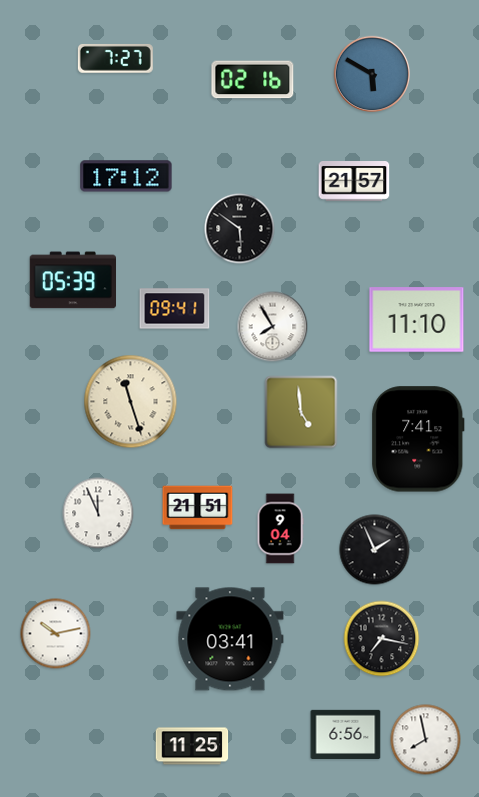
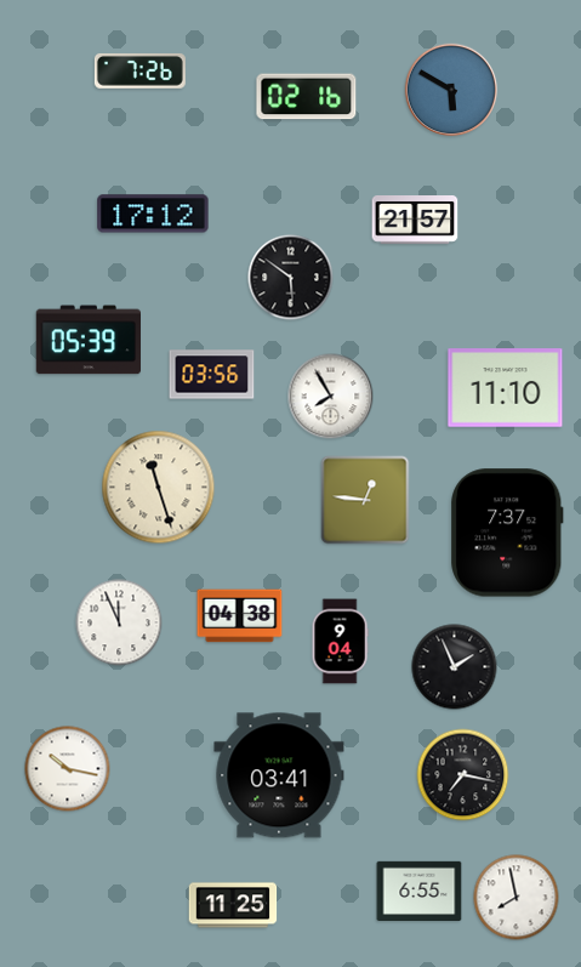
clock at (115, 58): 7:27 -> 7:26
clock at (354, 182) position: (354, 182) -> (415, 221)
clock at (175, 309): 09:41 -> 03:56
clock at (301, 412): 4:59 -> 12:46
clock at (418, 439): 7:41 -> 7:37
clock at (198, 508): 21:51 -> 04:38
clock at (56, 634): 10:13 -> 10:17
clock at (346, 734): 6:56 -> 6:55
